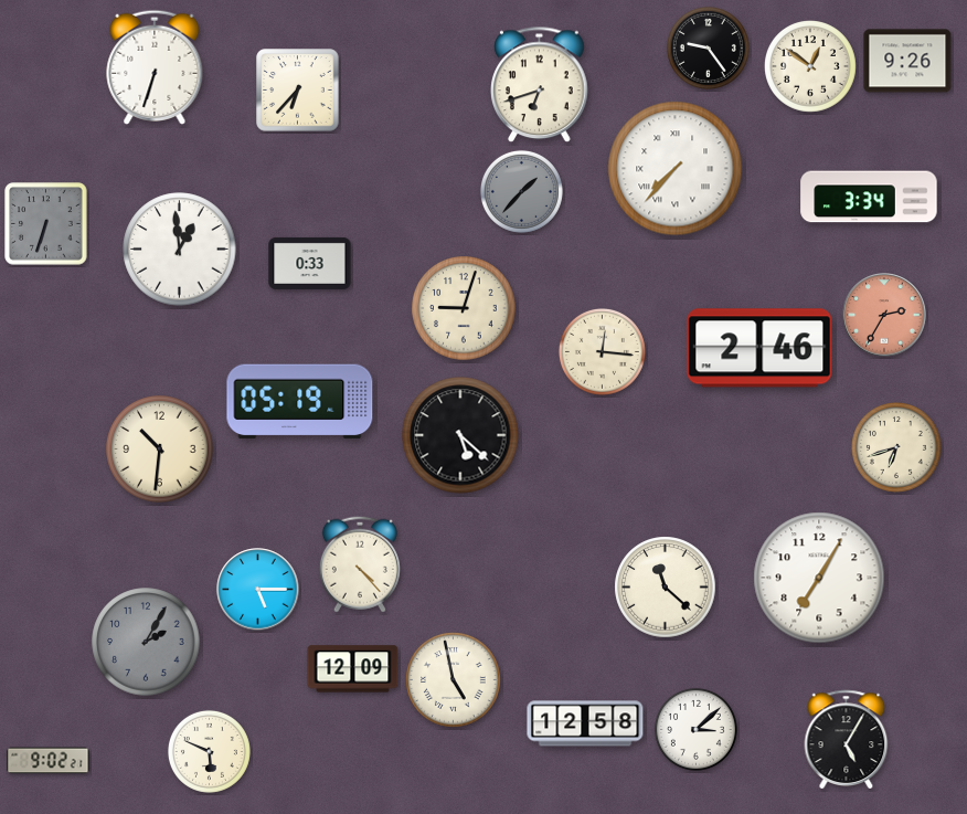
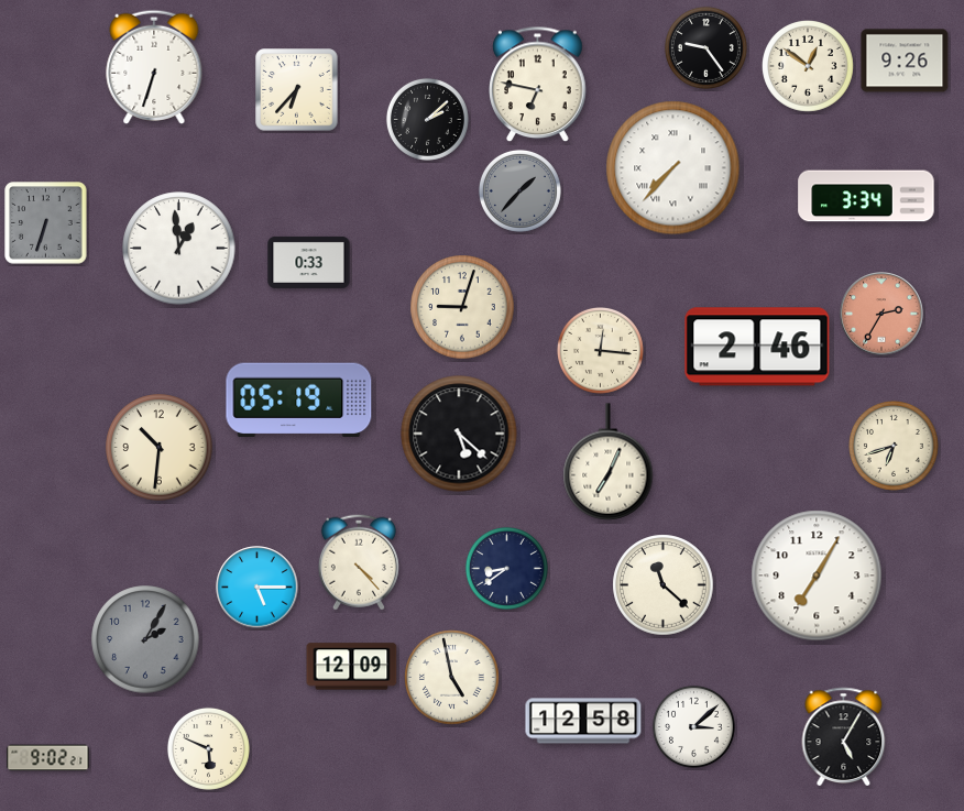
clock at (540, 85): 6:42 -> 6:47
clock at (427, 119): none -> 2:08
clock at (609, 462): none -> 7:04
clock at (506, 568): none -> 8:39
